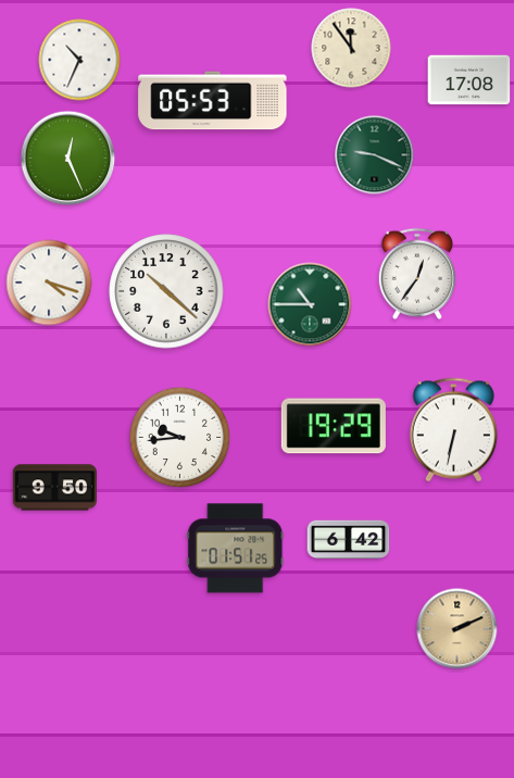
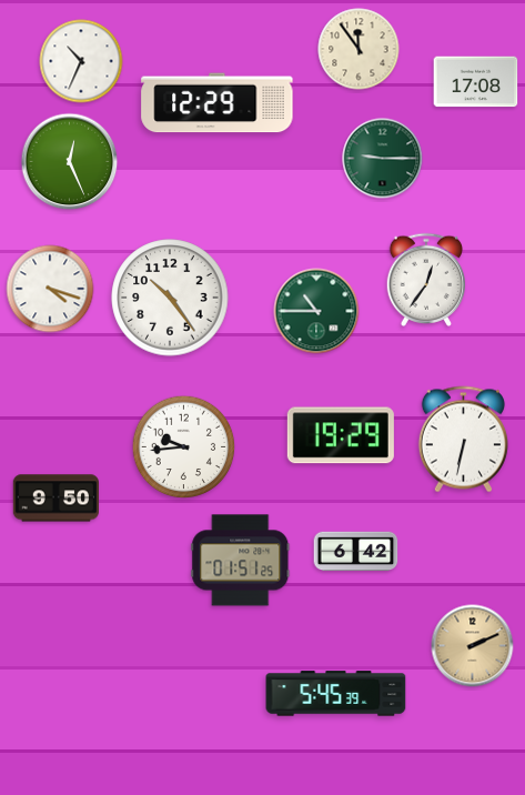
clock at (469, 80) position: (469, 80) -> (476, 82)
clock at (213, 101): 05:53 -> 12:29
clock at (375, 155): 9:19 -> 9:15
clock at (166, 291): 10:22 -> 10:24
clock at (457, 629) position: (457, 629) -> (473, 646)
clock at (336, 694): none -> 5:45
